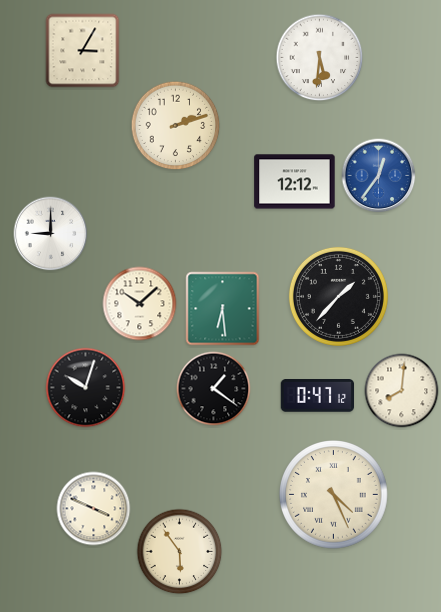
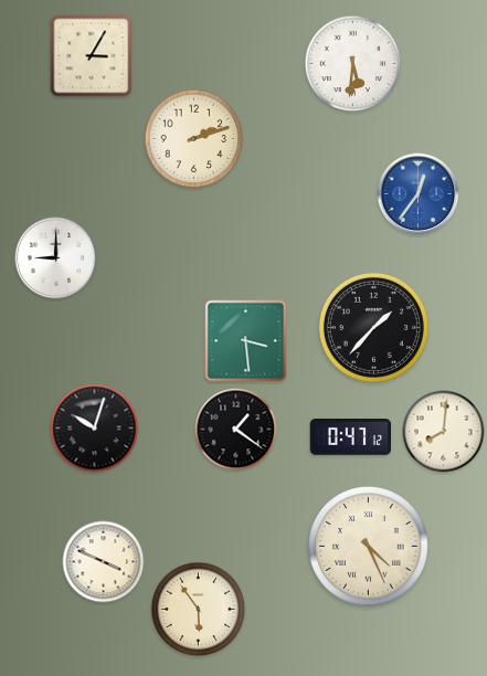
clock at (295, 182): 12:12 -> none
clock at (140, 304): 10:08 -> none
clock at (223, 309): 6:29 -> 3:29
